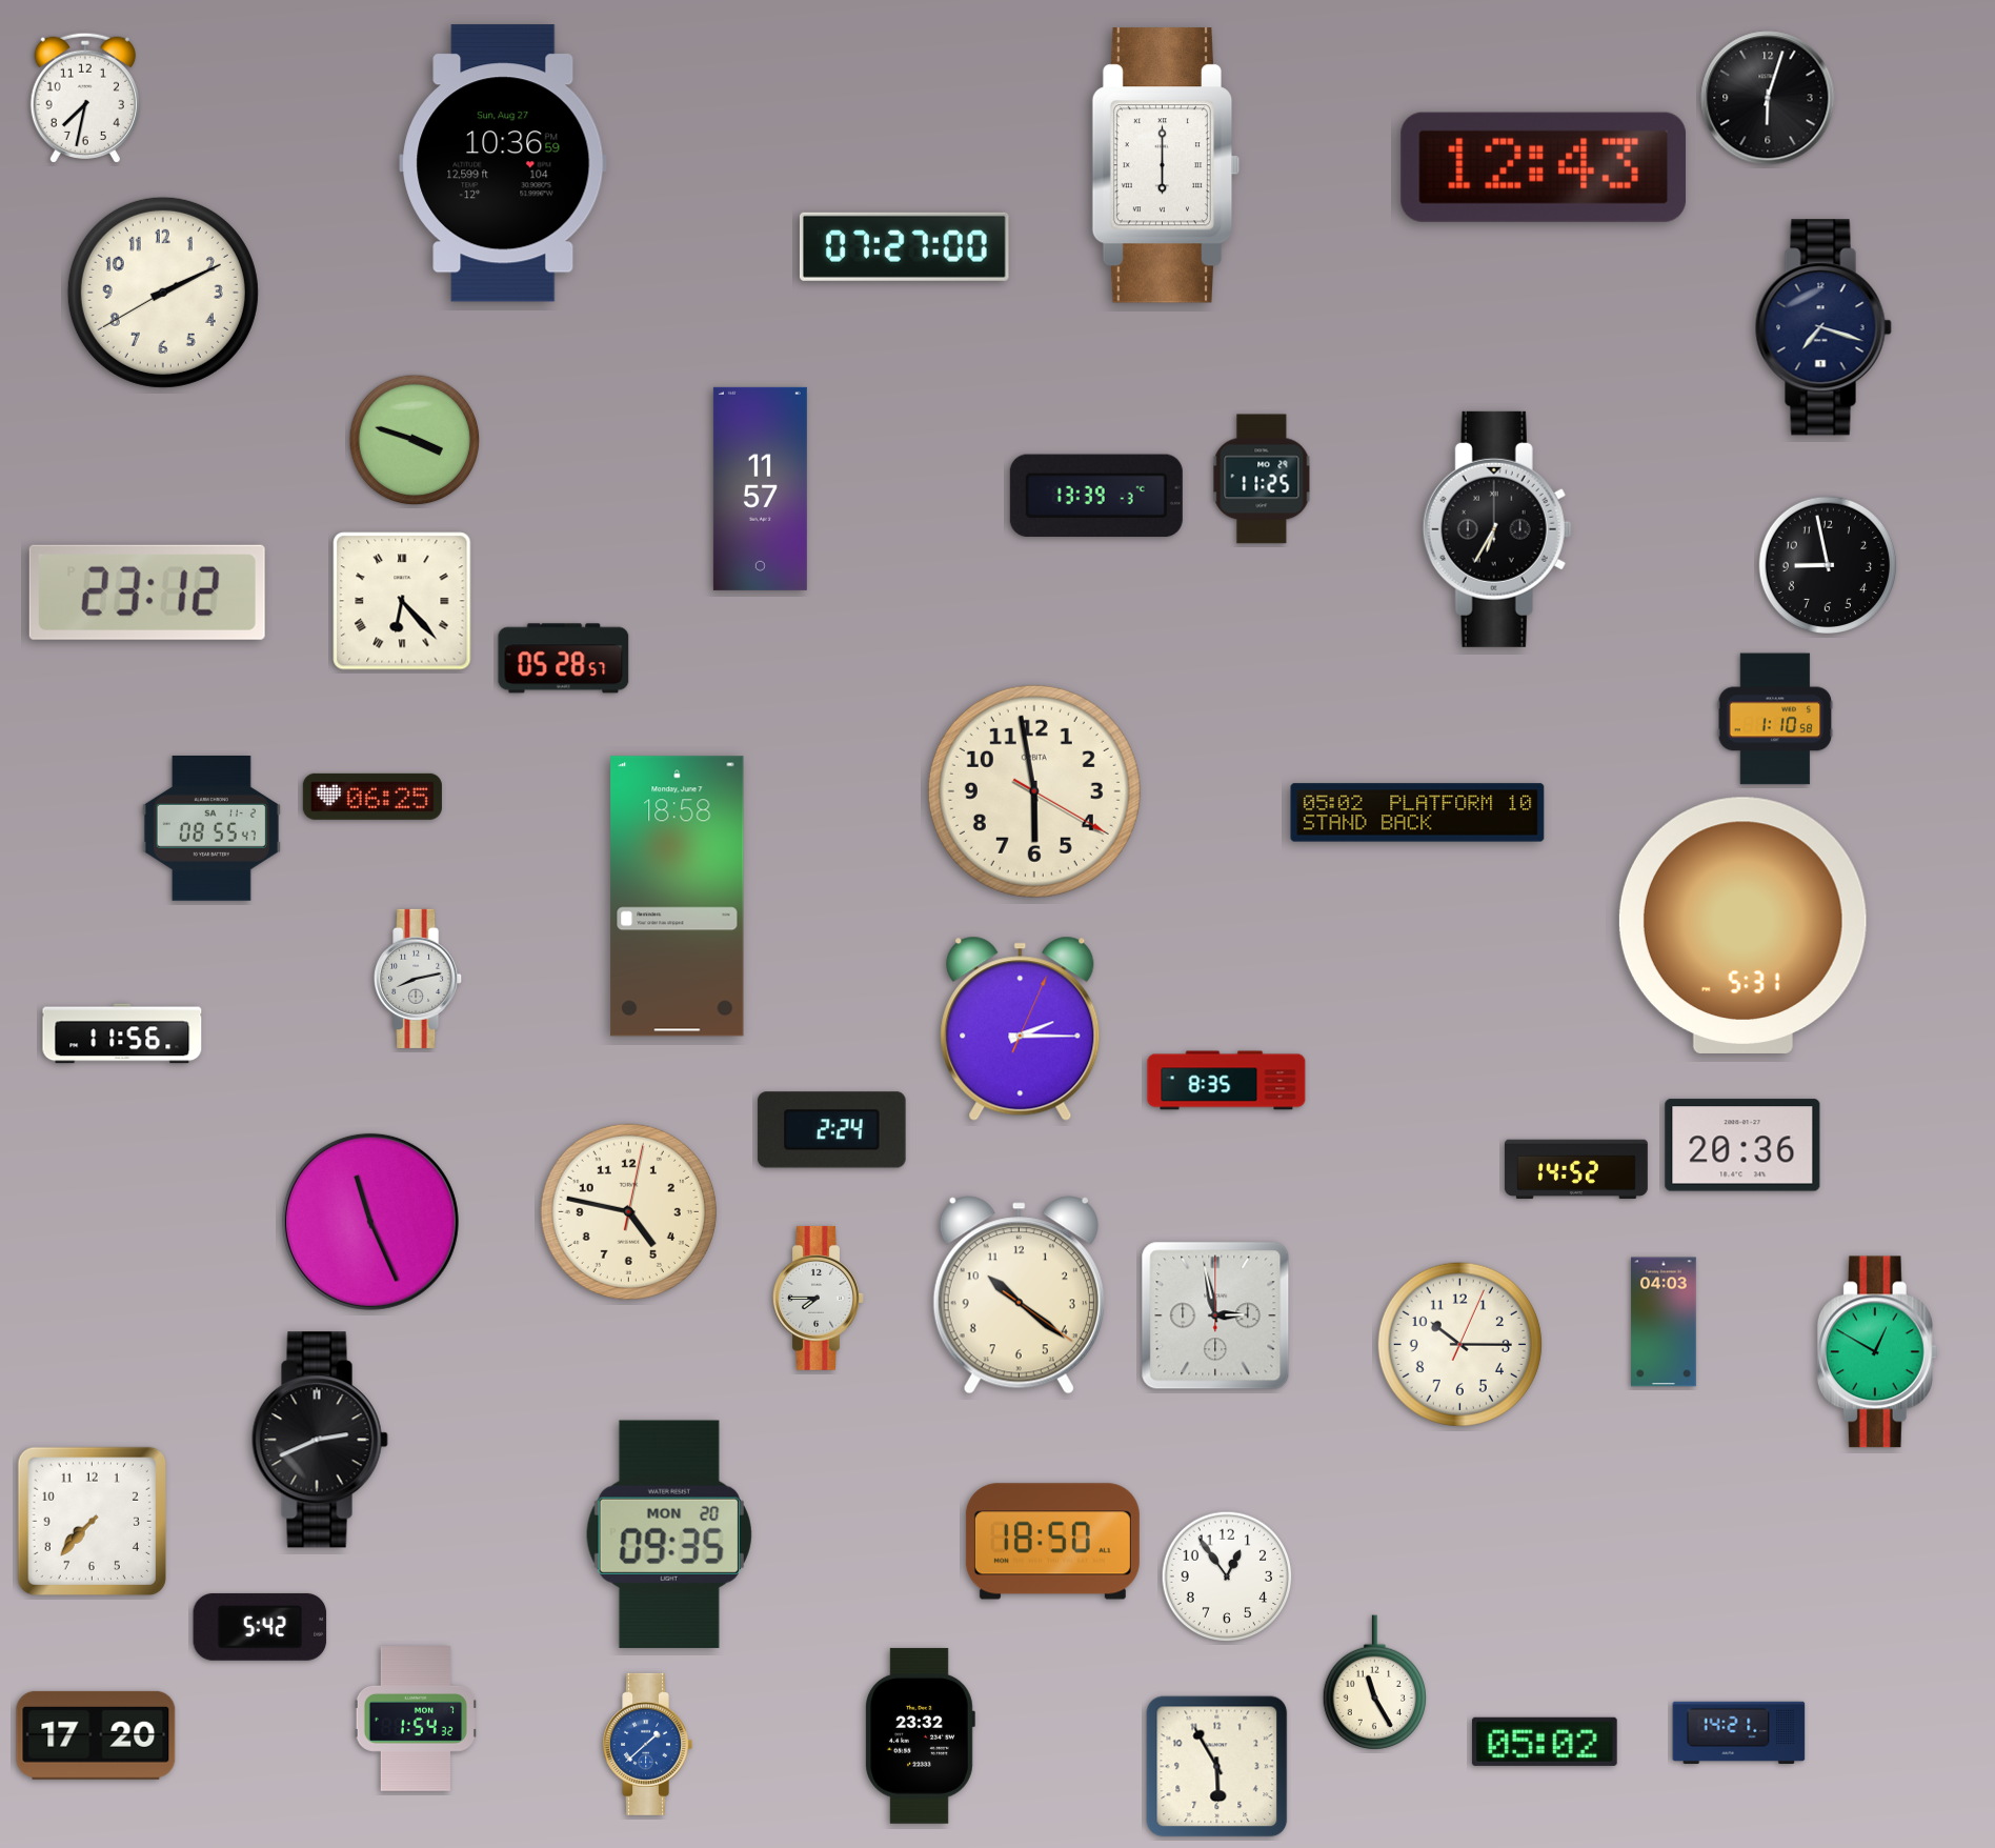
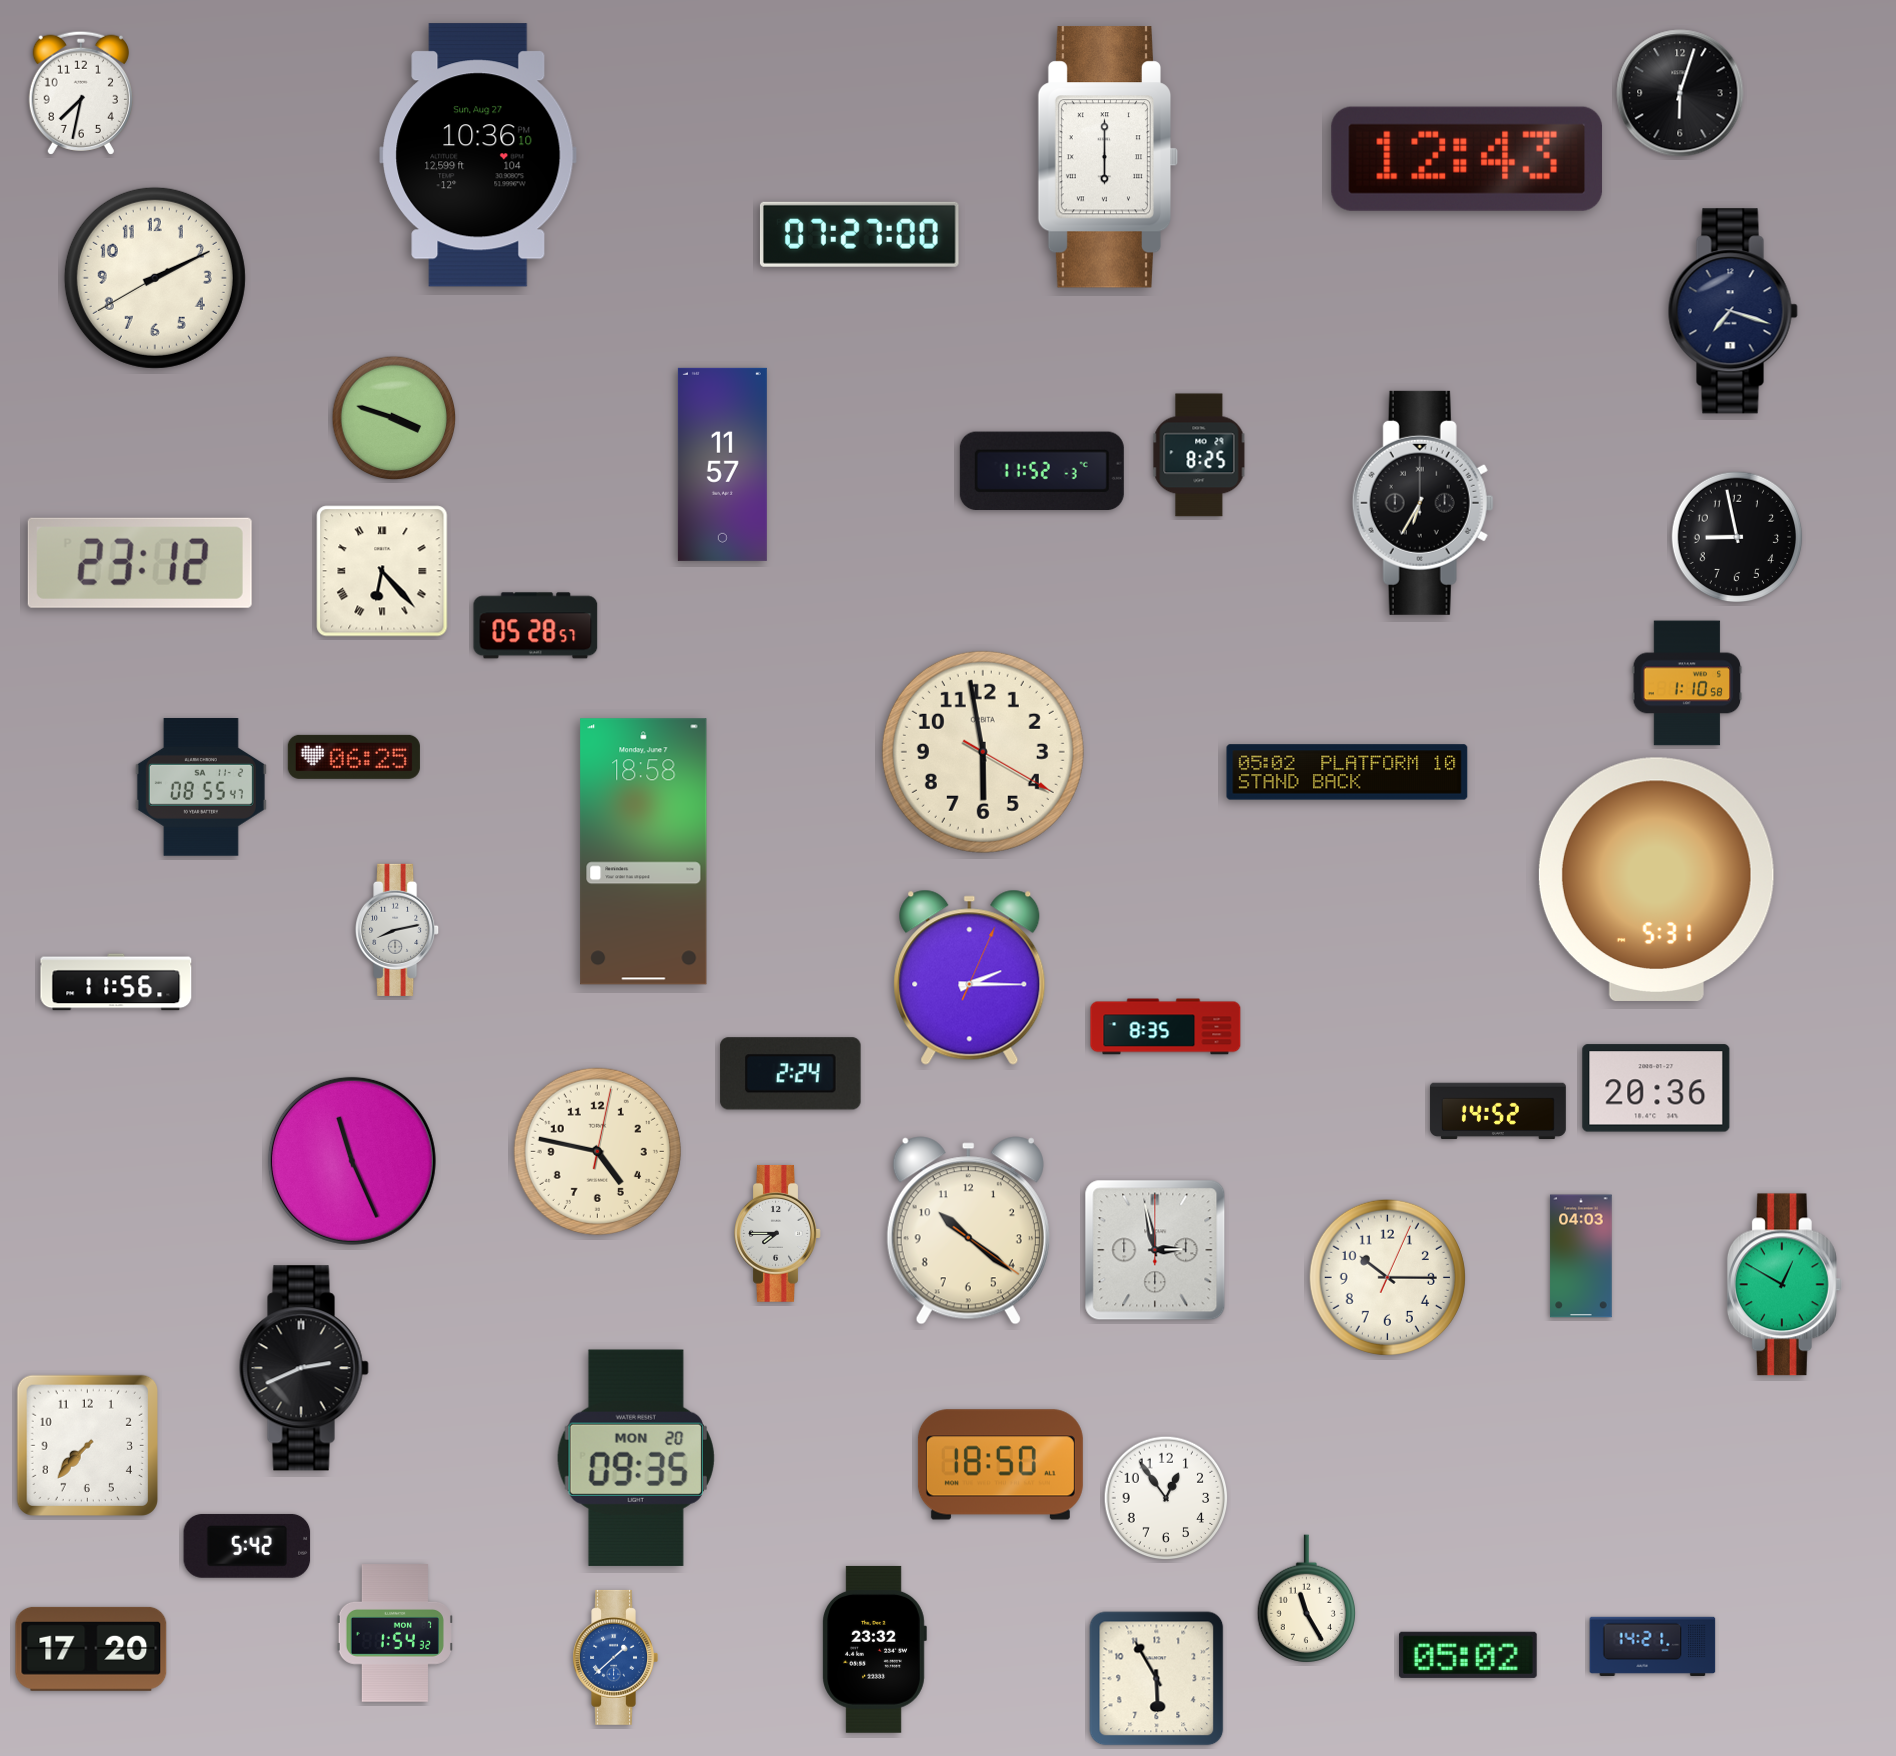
clock at (503, 163): 10:36:59 PM -> 10:36:10 PM
clock at (1262, 479): 11:25 -> 8:25
clock at (1096, 495): 13:39 -> 11:52
